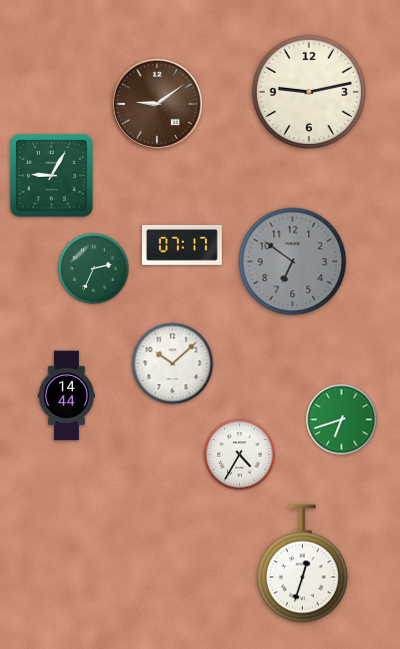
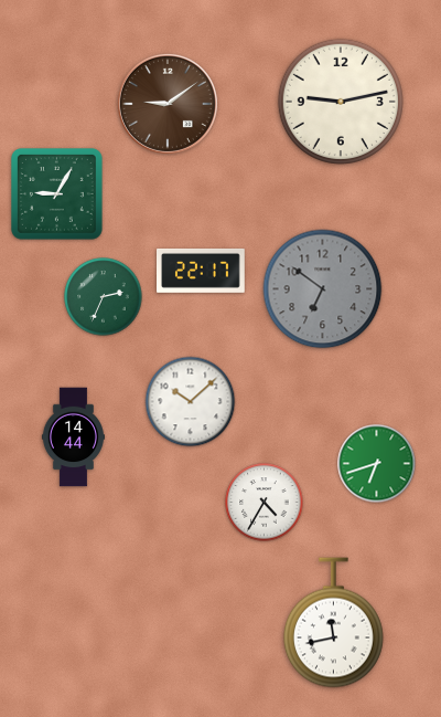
clock at (157, 104) position: (157, 104) -> (168, 104)
clock at (183, 245): 07:17 -> 22:17
clock at (302, 564): 12:33 -> 11:43
